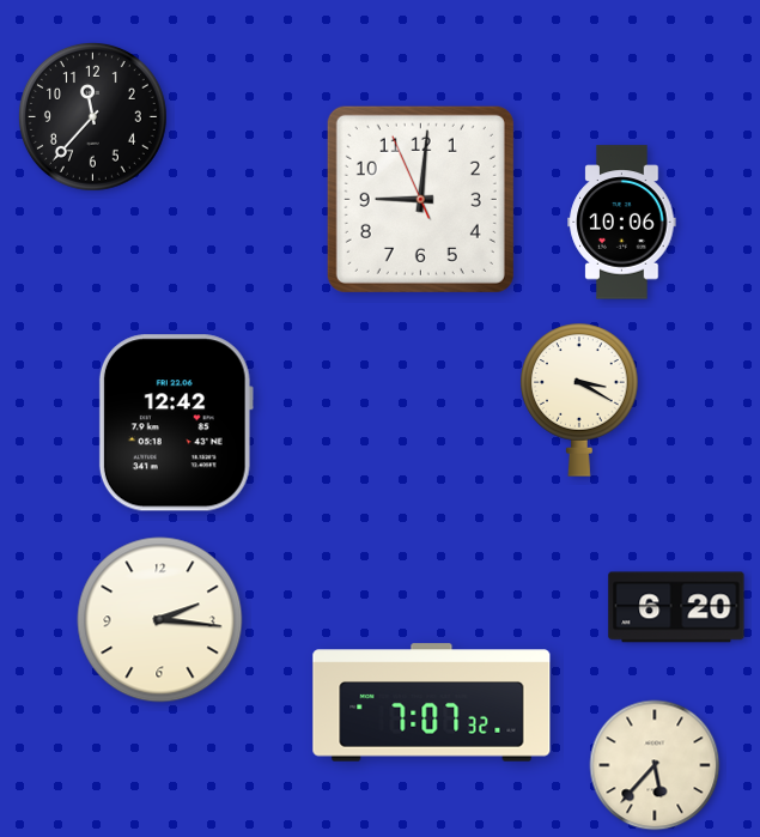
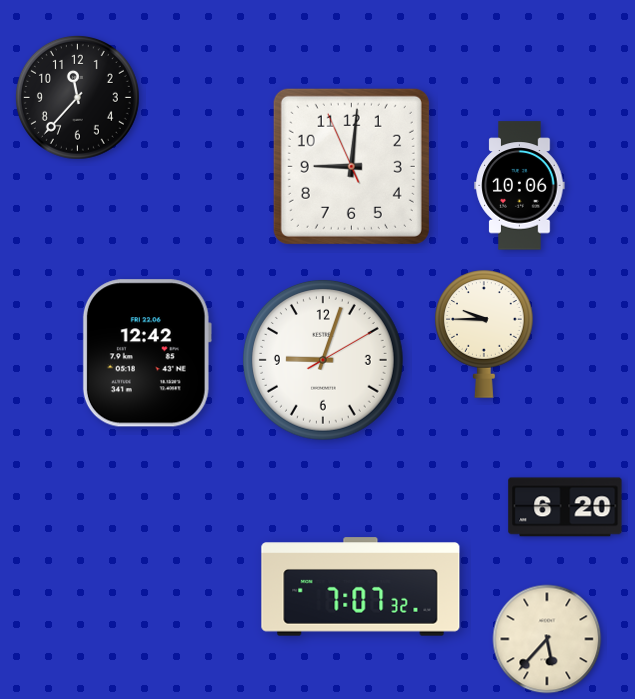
clock at (579, 400): 3:20 -> 9:45
clock at (324, 361): none -> 9:03
clock at (160, 620): 2:16 -> none
